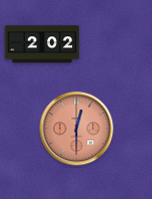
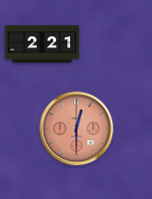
clock at (42, 44): 2:02 -> 2:21
